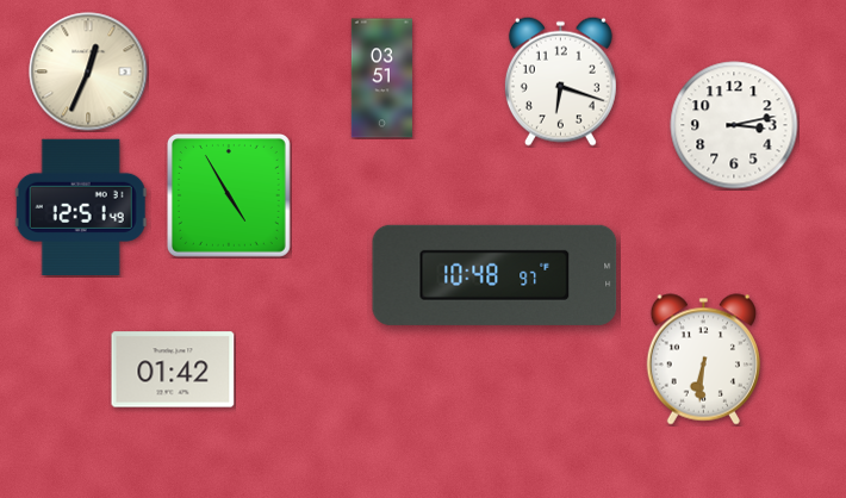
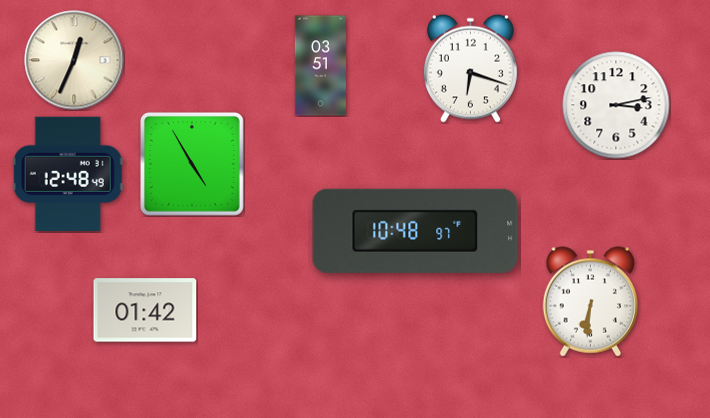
clock at (81, 206): 12:51 -> 12:48
